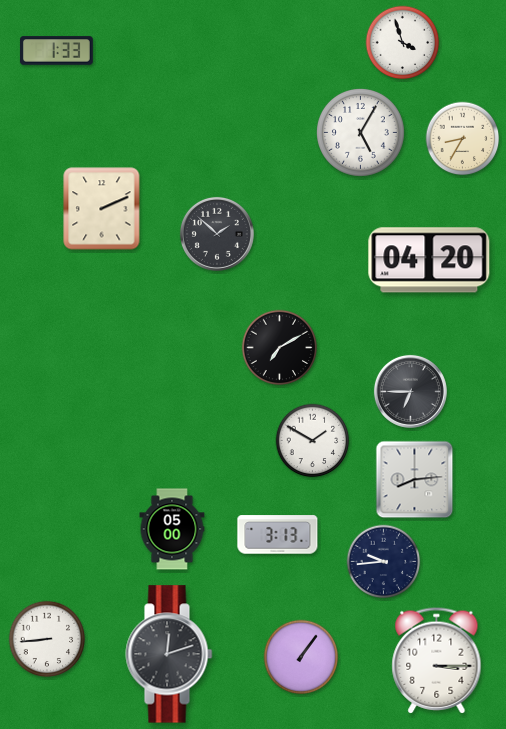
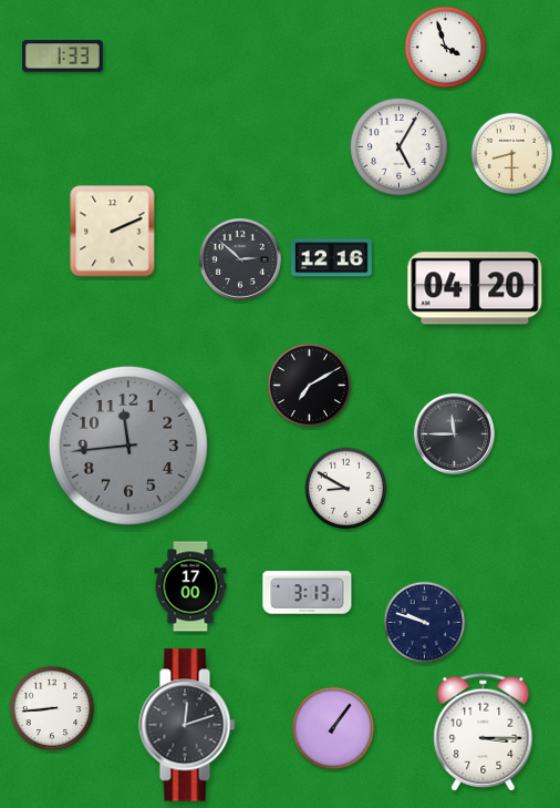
clock at (463, 139): 8:35 -> 8:30
clock at (332, 258): none -> 12:16
clock at (217, 234): 1:52 -> 2:52
clock at (410, 391): 6:45 -> 11:45
clock at (128, 446): none -> 11:44
clock at (313, 441): 1:50 -> 8:50
clock at (415, 480): 8:14 -> none
clock at (172, 529): 05:00 -> 17:00
clock at (384, 562): 9:44 -> 9:48
